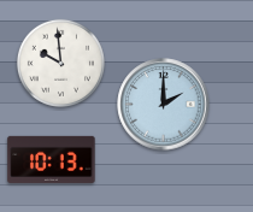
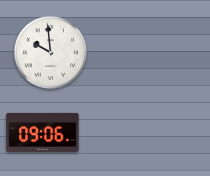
clock at (164, 105): 2:00 -> none
clock at (52, 159): 10:13 -> 09:06
